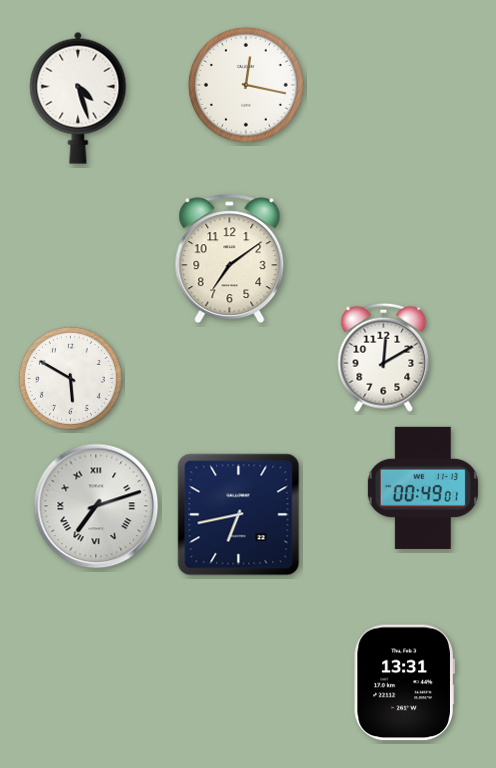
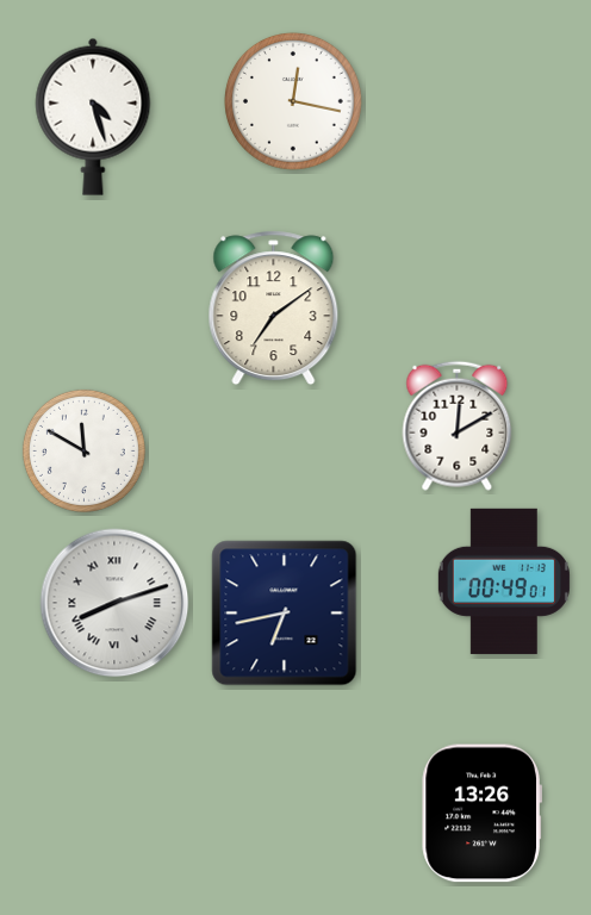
clock at (70, 378): 5:50 -> 11:50
clock at (96, 506): 7:12 -> 8:12
clock at (404, 683): 13:31 -> 13:26
